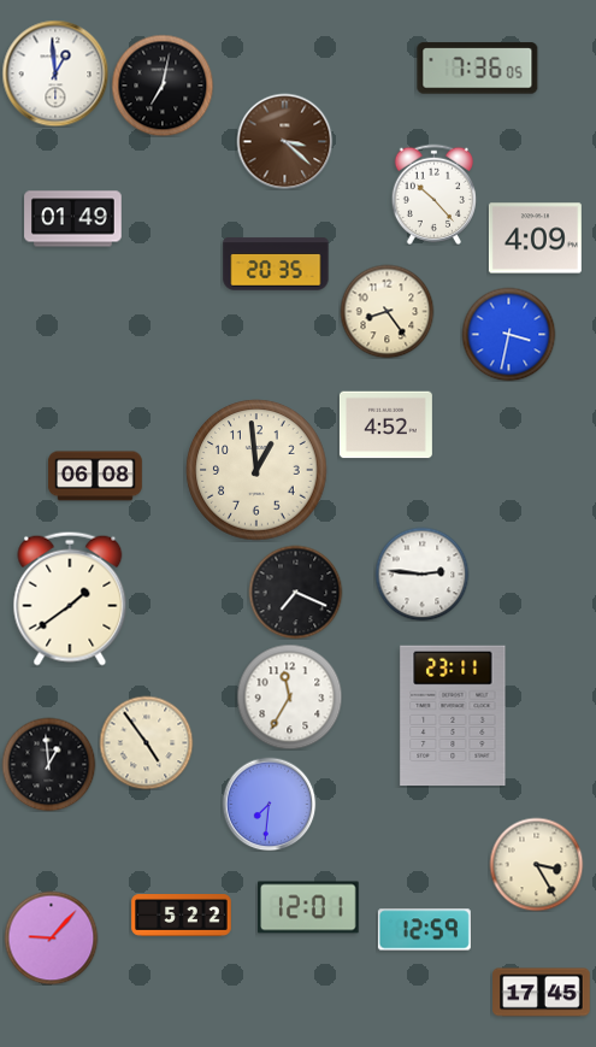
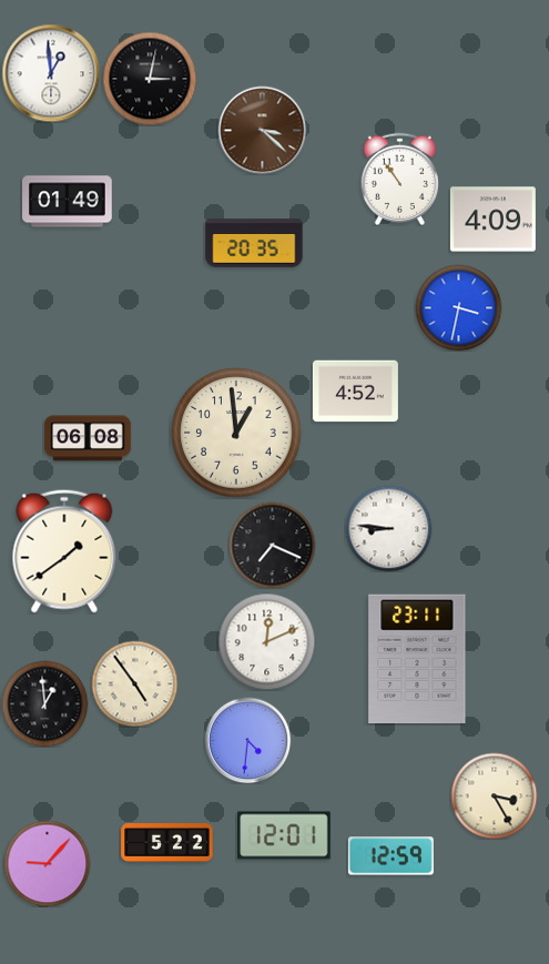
clock at (478, 69): 7:36 -> none
clock at (55, 73) position: (55, 73) -> (51, 73)
clock at (163, 86): 7:02 -> 3:02
clock at (433, 194): 10:23 -> 10:54
clock at (386, 311): 8:24 -> none
clock at (508, 334) position: (508, 334) -> (458, 307)
clock at (421, 574): 2:46 -> 8:46
clock at (289, 696): 11:35 -> 12:11
clock at (269, 804): 7:31 -> 4:31
clock at (542, 993): 17:45 -> none
